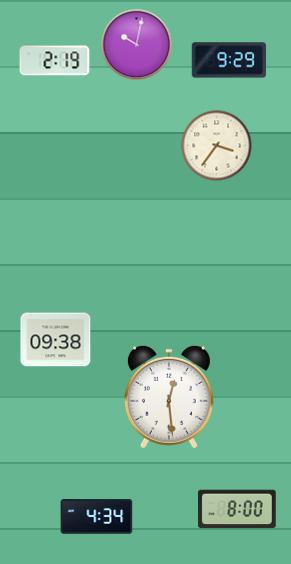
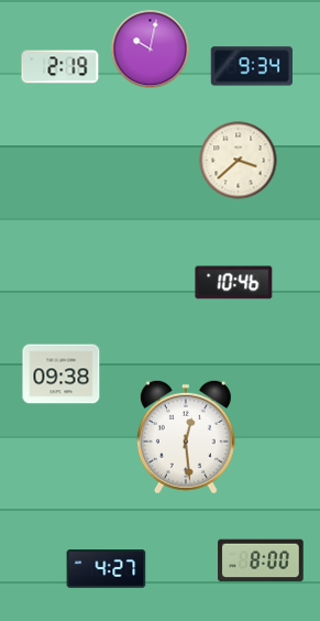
clock at (229, 60): 9:29 -> 9:34
clock at (217, 146): 3:36 -> 3:38
clock at (234, 283): none -> 10:46
clock at (97, 517): 4:34 -> 4:27
